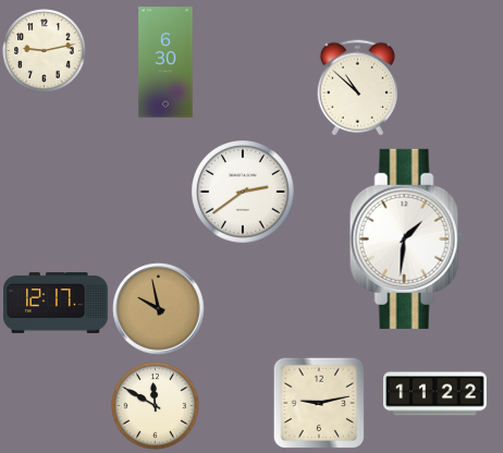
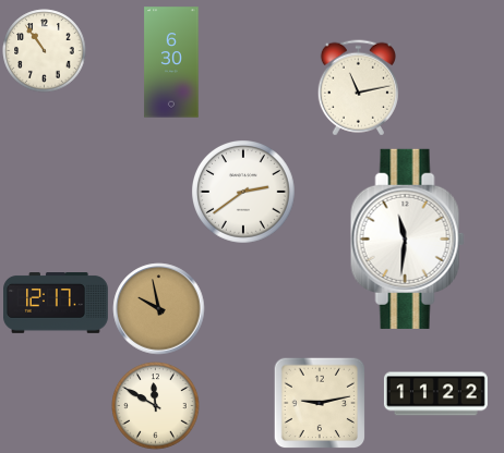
clock at (45, 51): 9:13 -> 10:54
clock at (165, 62) position: (165, 62) -> (171, 62)
clock at (357, 88): 10:52 -> 11:13
clock at (406, 238): 1:31 -> 11:31
